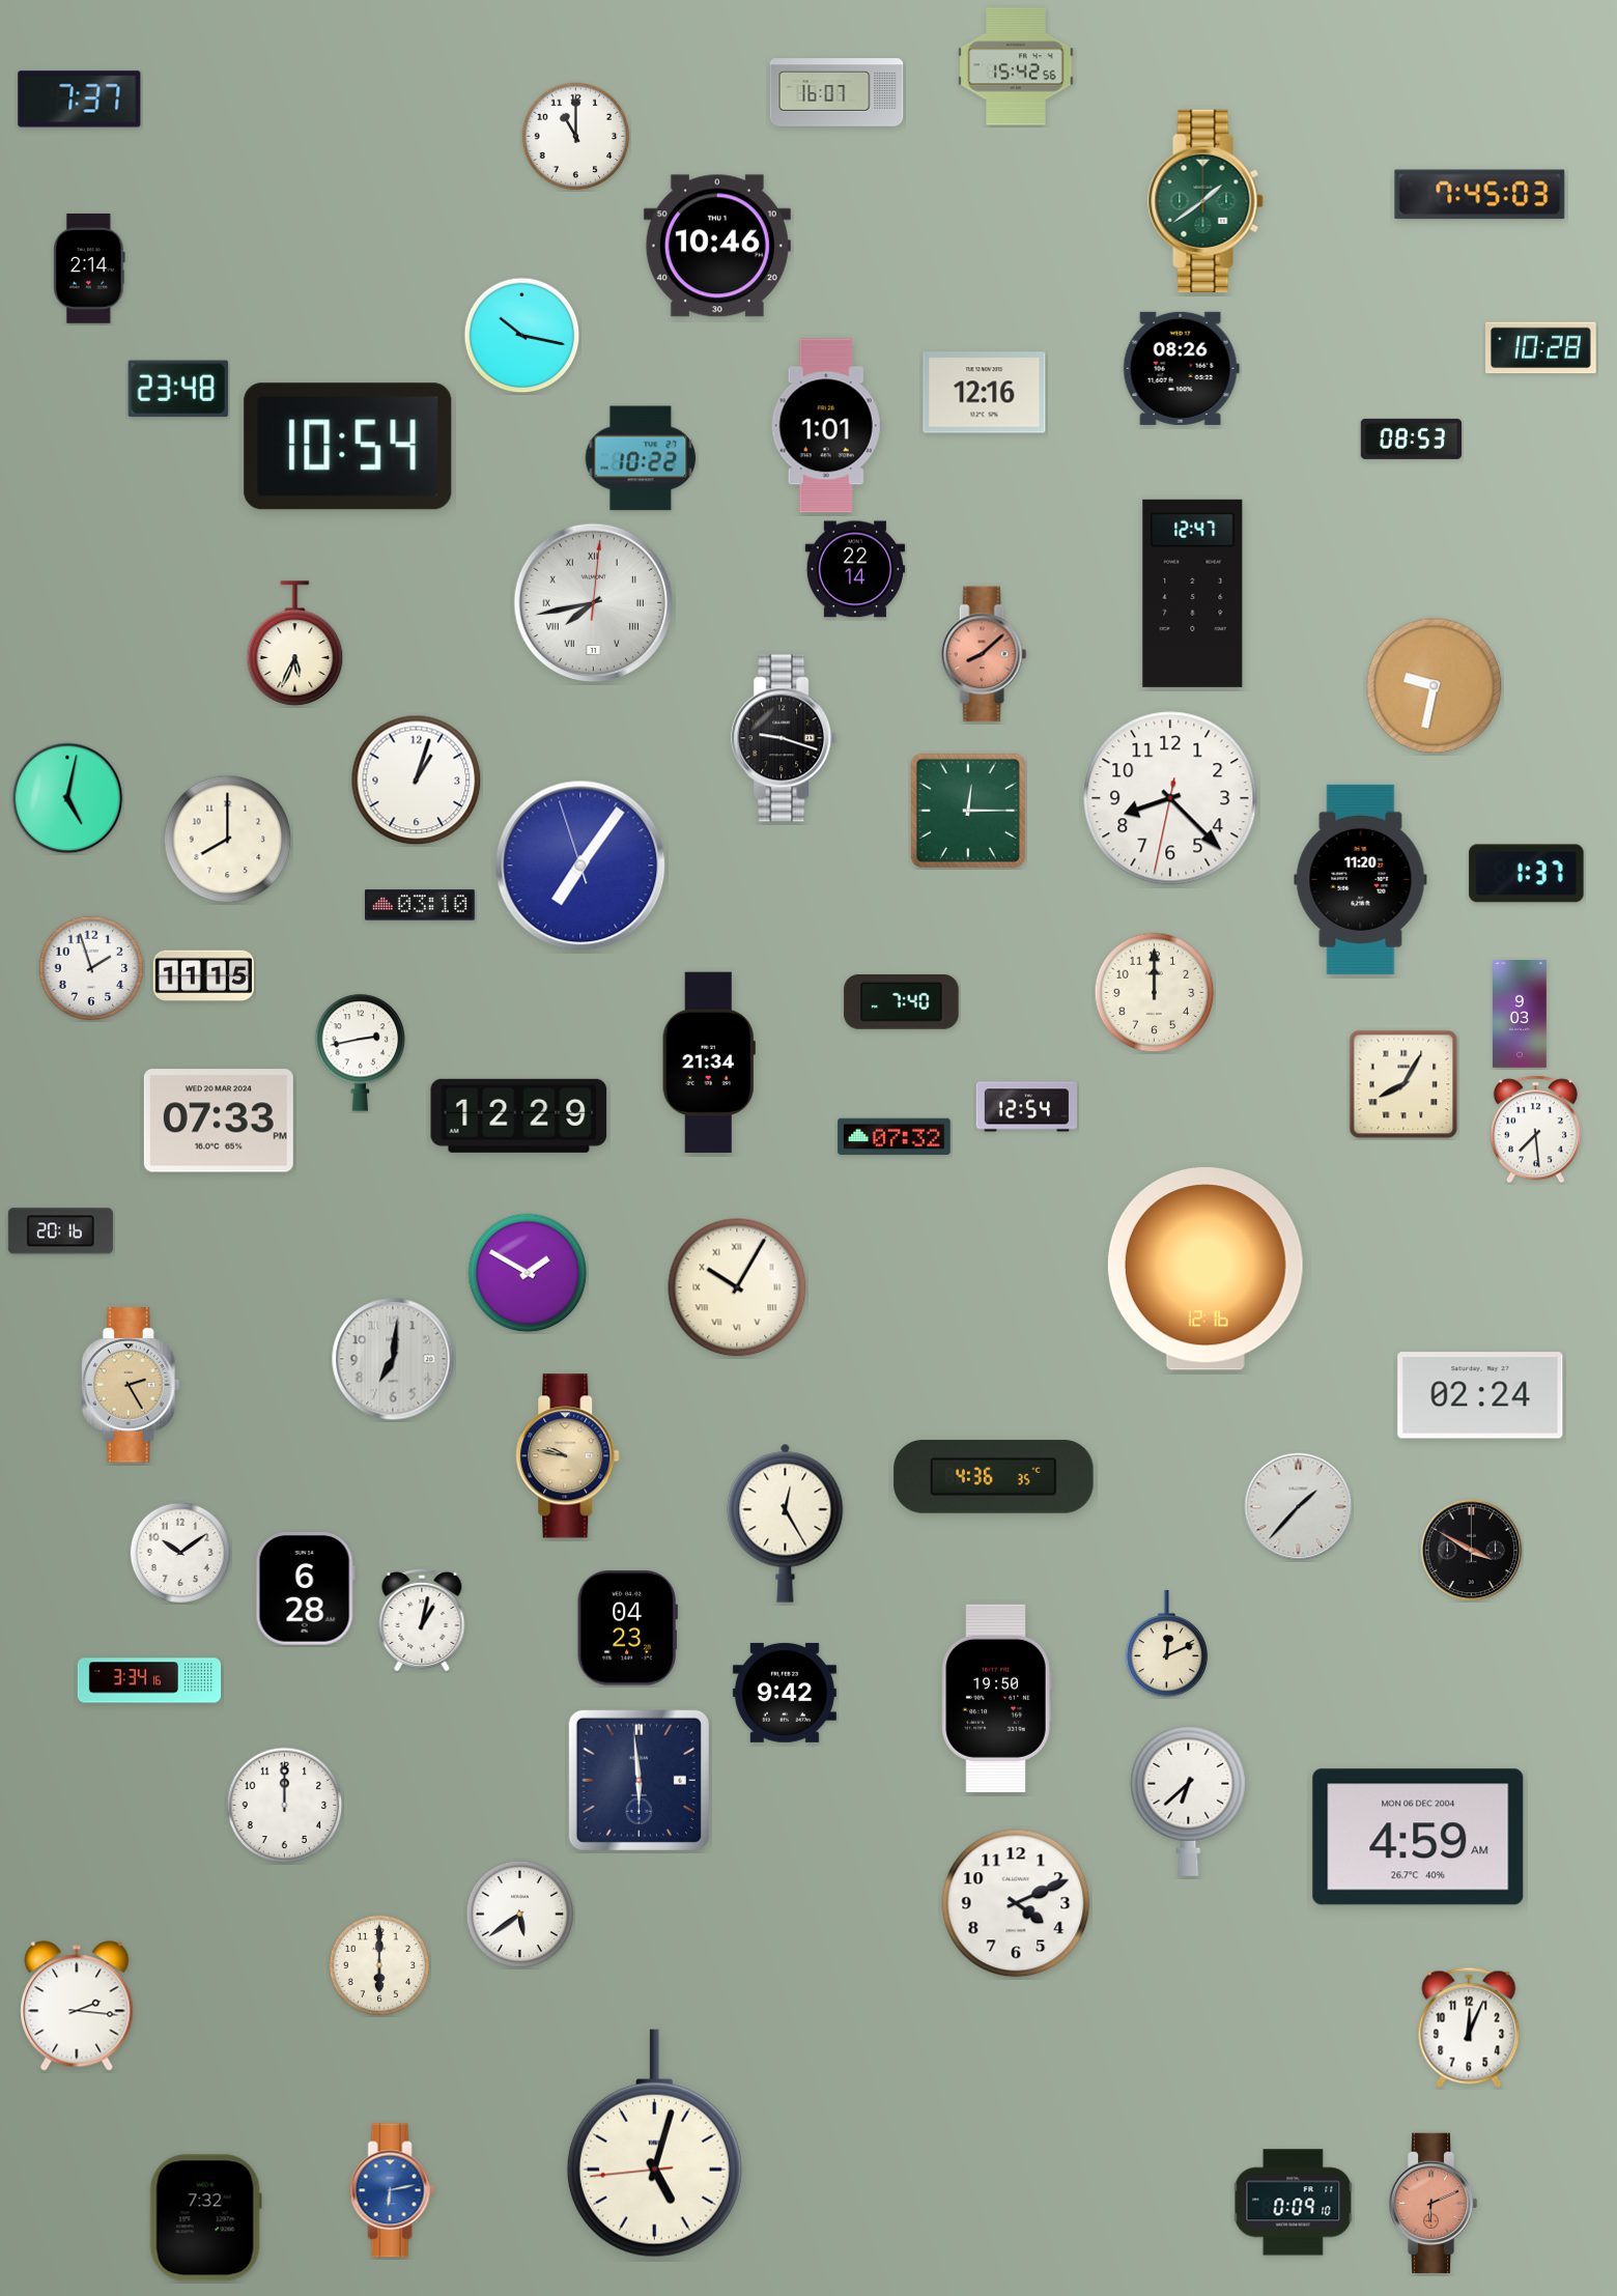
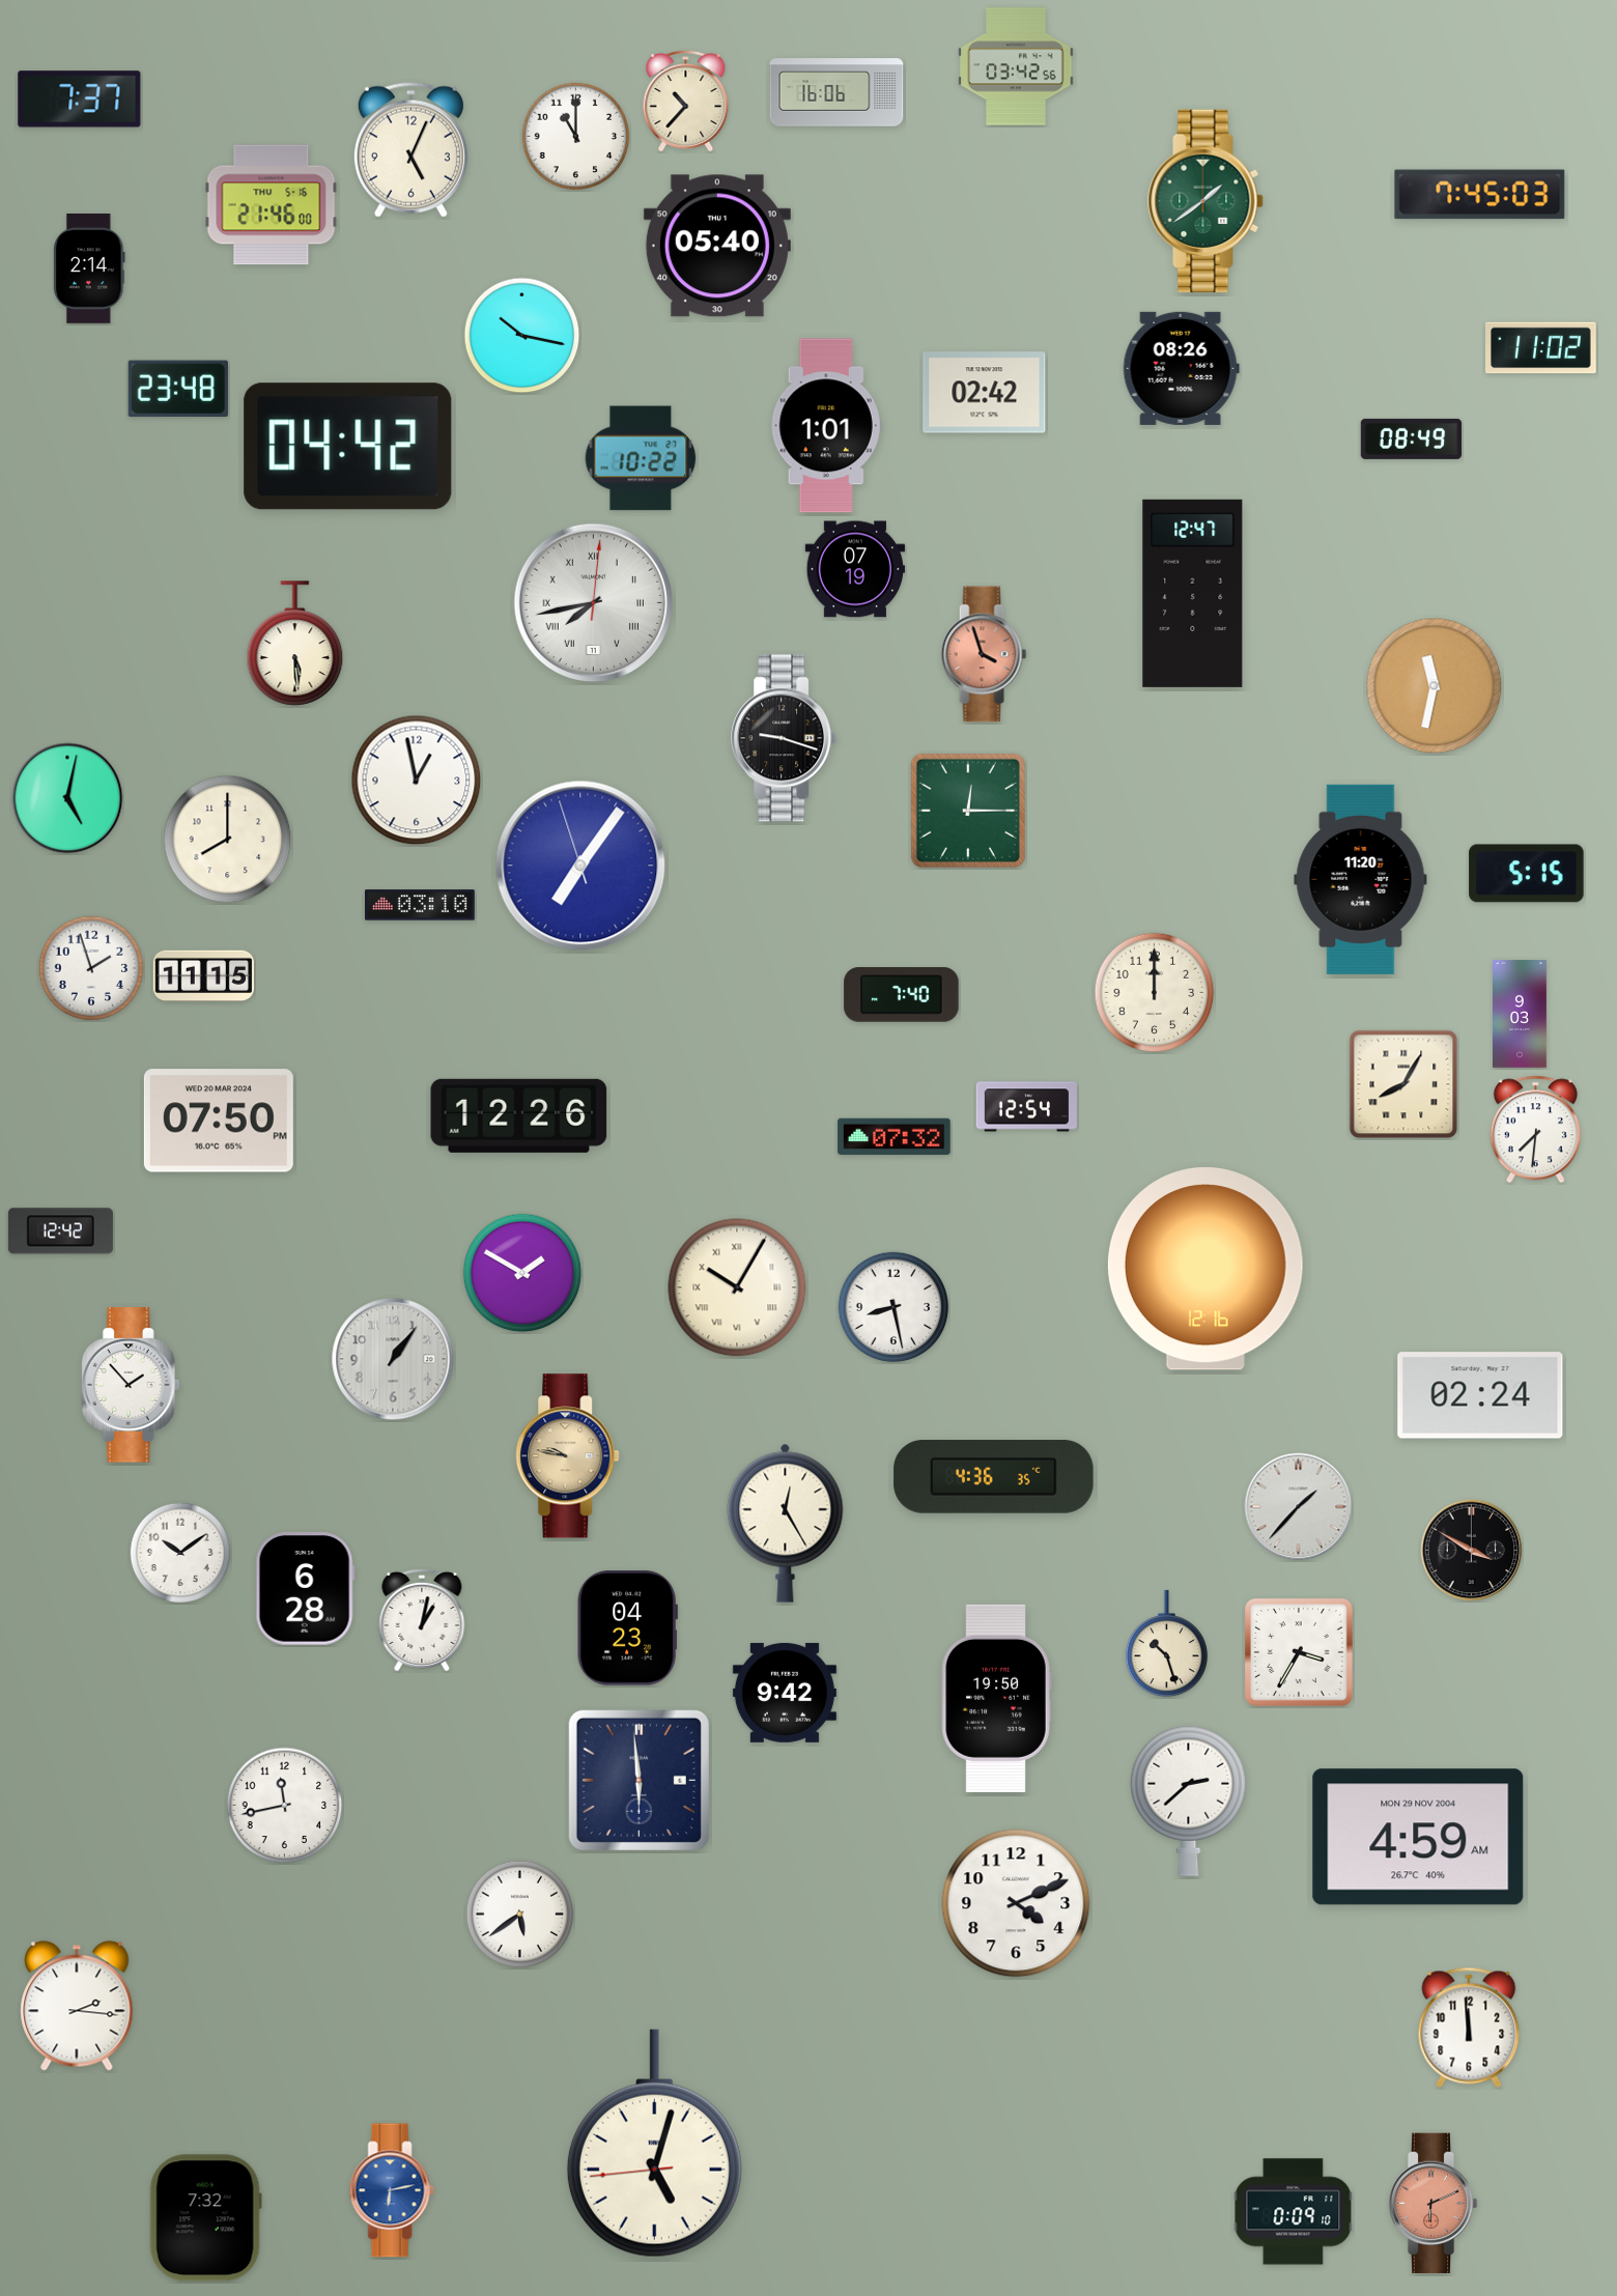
clock at (1016, 66): 15:42 -> 03:42
clock at (836, 92): 16:07 -> 16:06
clock at (686, 102): none -> 10:37
clock at (410, 149): none -> 5:04
clock at (272, 205): none -> 21:46
clock at (717, 246): 10:46 -> 05:40
clock at (1541, 348): 10:28 -> 11:02
clock at (985, 393): 12:16 -> 02:42
clock at (1411, 438): 08:53 -> 08:49
clock at (348, 447): 10:54 -> 04:42
clock at (855, 569): 22:14 -> 07:19
clock at (295, 644): 5:34 -> 5:29
clock at (984, 654): 8:08 -> 3:57
clock at (1435, 686): 9:32 -> 11:32
clock at (417, 781): 1:03 -> 12:58
clock at (1170, 798): 8:22 -> none
clock at (1527, 874): 1:37 -> 5:15
clock at (902, 1002) position: (902, 1002) -> (902, 995)
clock at (361, 1052): 2:43 -> none
clock at (709, 1062): 21:34 -> none
clock at (519, 1115): 12:29 -> 12:26
clock at (219, 1121): 07:33 -> 07:50
clock at (1535, 1130): 7:29 -> 7:31
clock at (60, 1231): 20:16 -> 12:42
clock at (528, 1273) position: (528, 1273) -> (522, 1273)
clock at (893, 1307): none -> 8:28
clock at (393, 1359): 7:01 -> 1:06
clock at (131, 1385): 2:25 -> 1:53
clock at (131, 1385) dial: champagne -> white
clock at (1167, 1644): 12:11 -> 10:27
clock at (1299, 1652): none -> 3:35
clock at (149, 1680): 3:34 -> none
clock at (1189, 1801): 6:38 -> 2:38
clock at (285, 1806): 12:00 -> 11:43
clock at (1418, 1837) date: MON 06 DEC 2004 -> MON 29 NOV 2004
clock at (379, 1965): 6:00 -> none
clock at (1469, 2028): 12:04 -> 11:59
clock at (1294, 2203) position: (1294, 2203) -> (1294, 2212)
